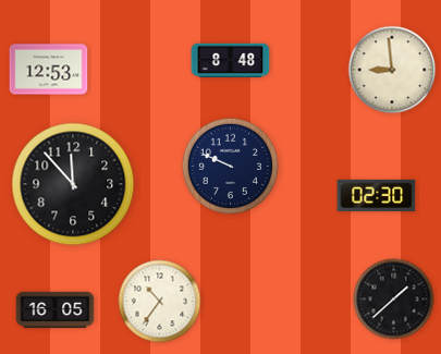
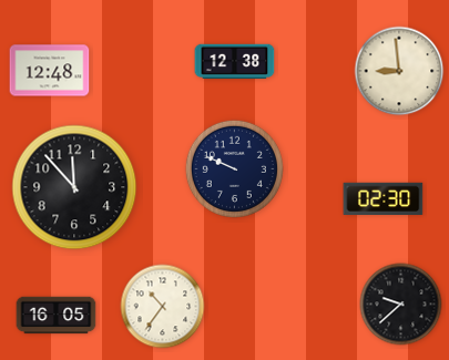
clock at (231, 61): 8:48 -> 12:38
clock at (49, 70): 12:53 -> 12:48
clock at (394, 300): 1:38 -> 9:38
